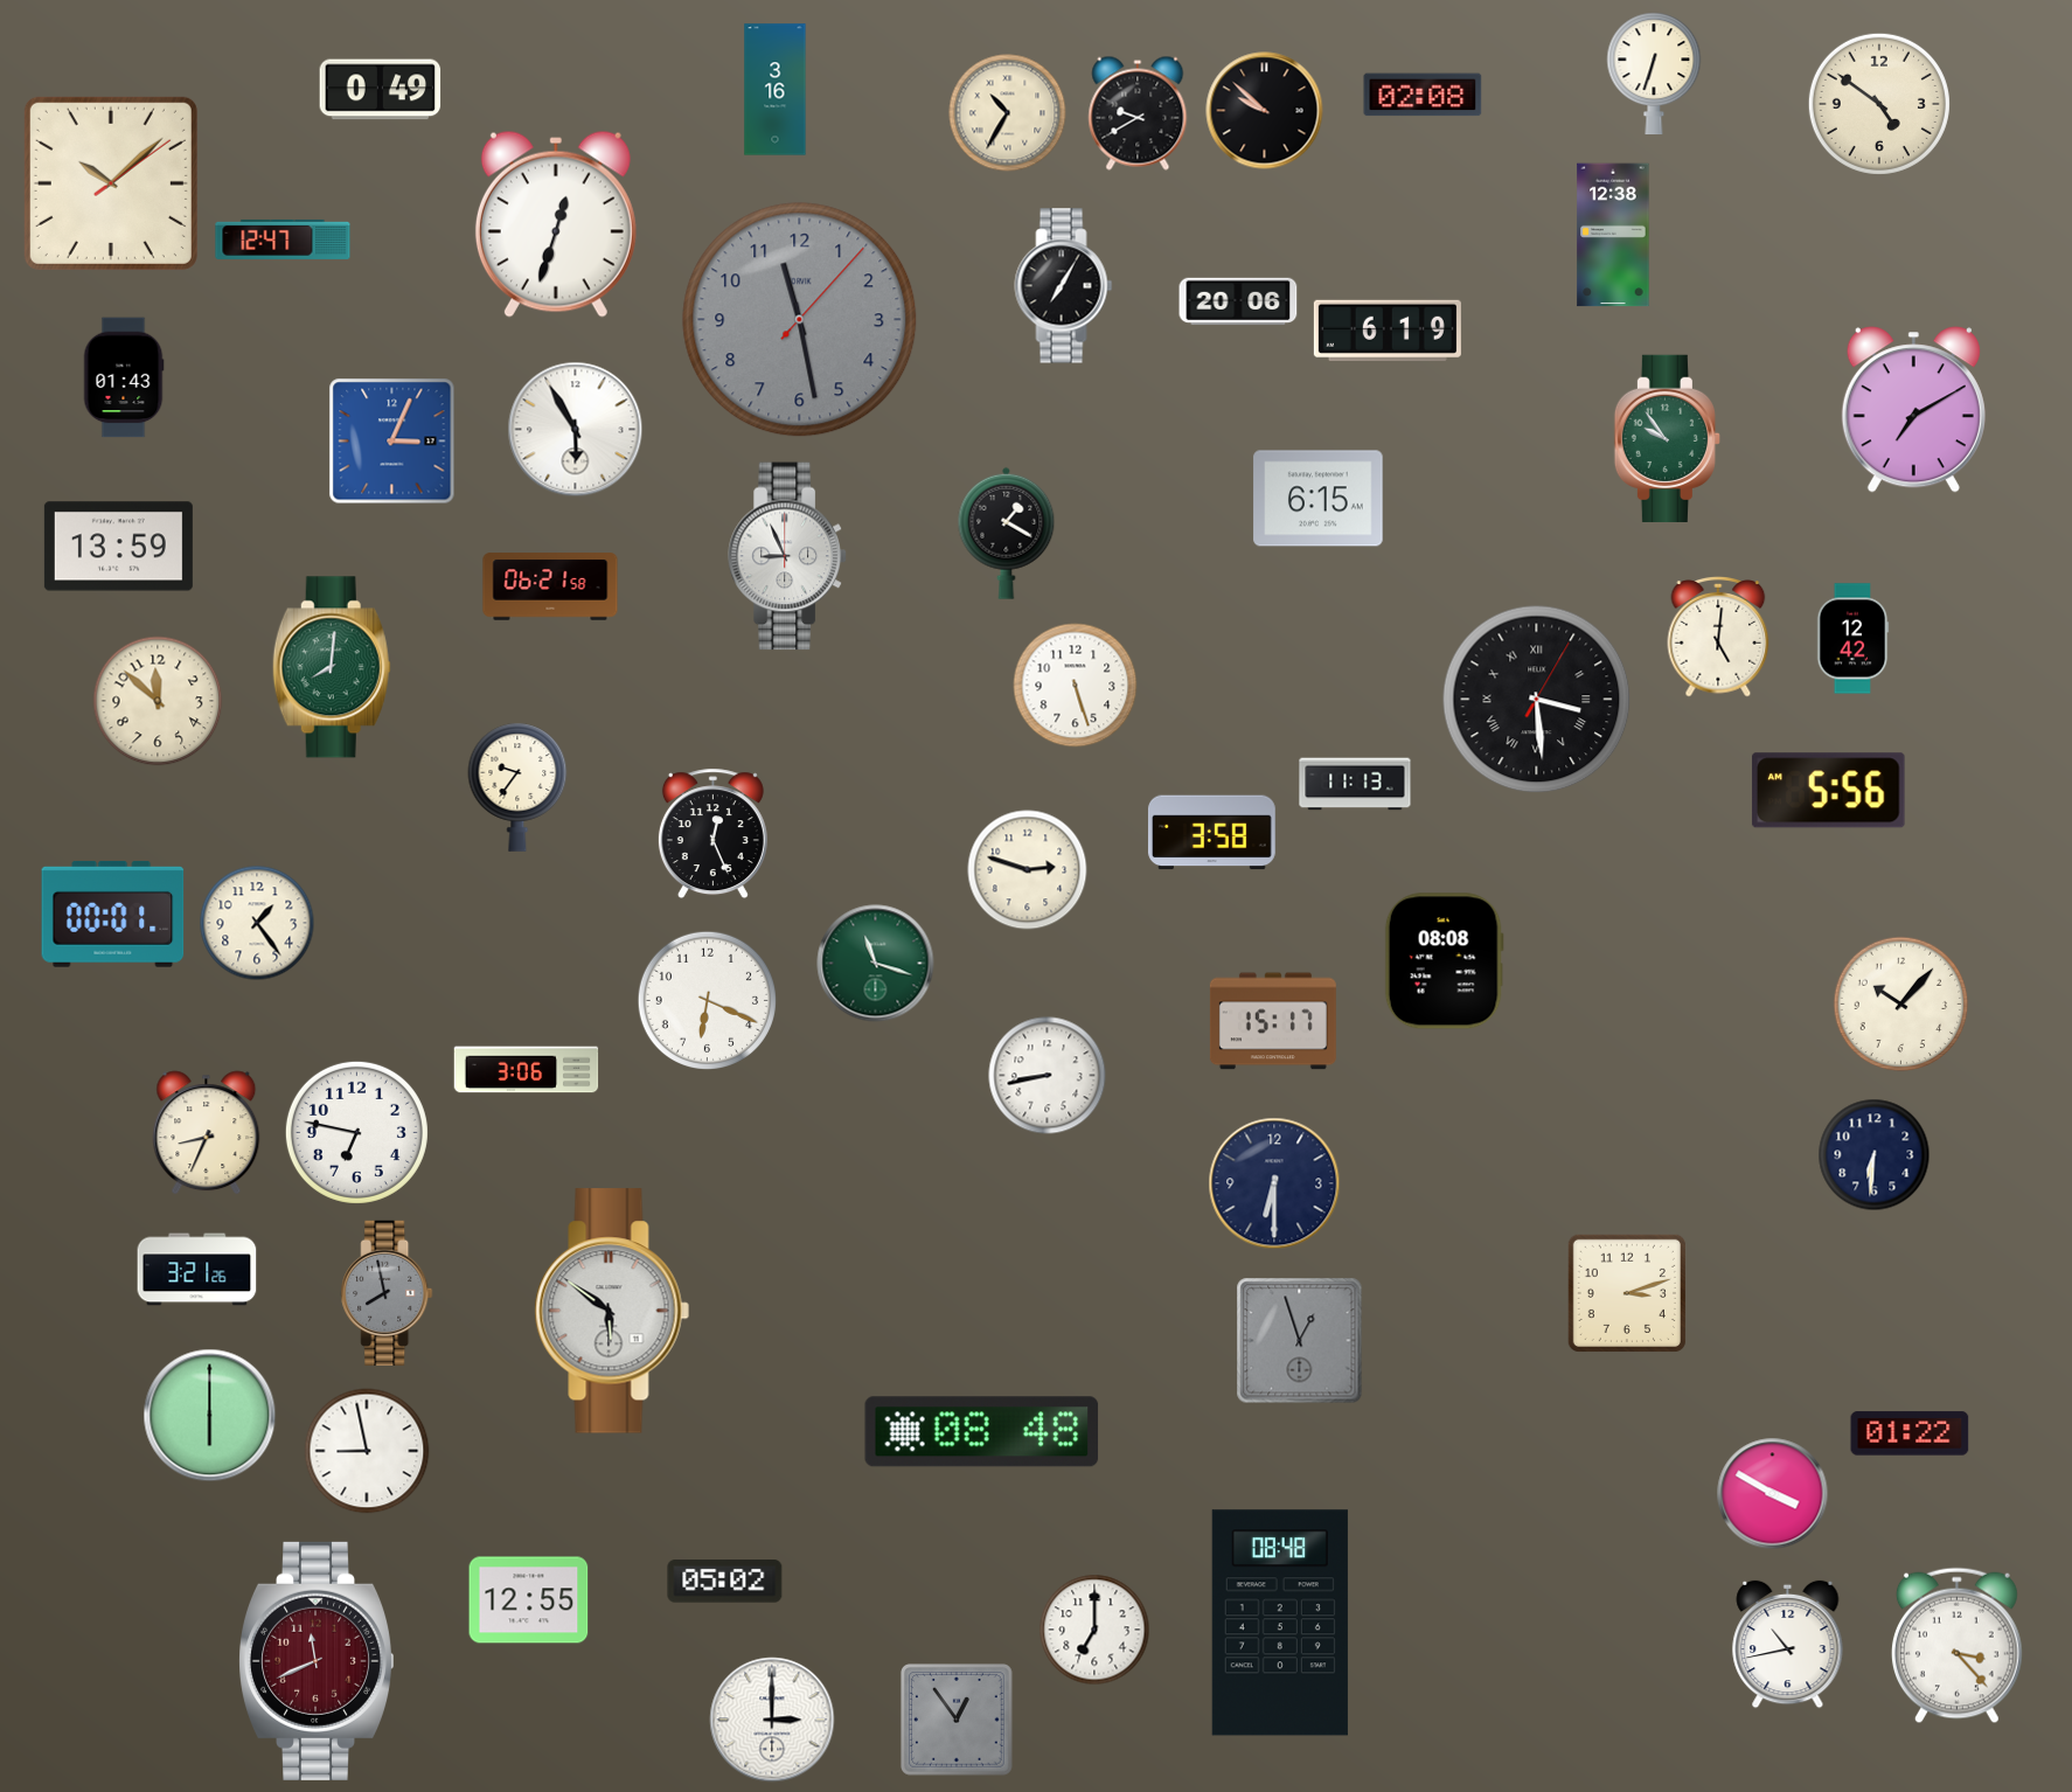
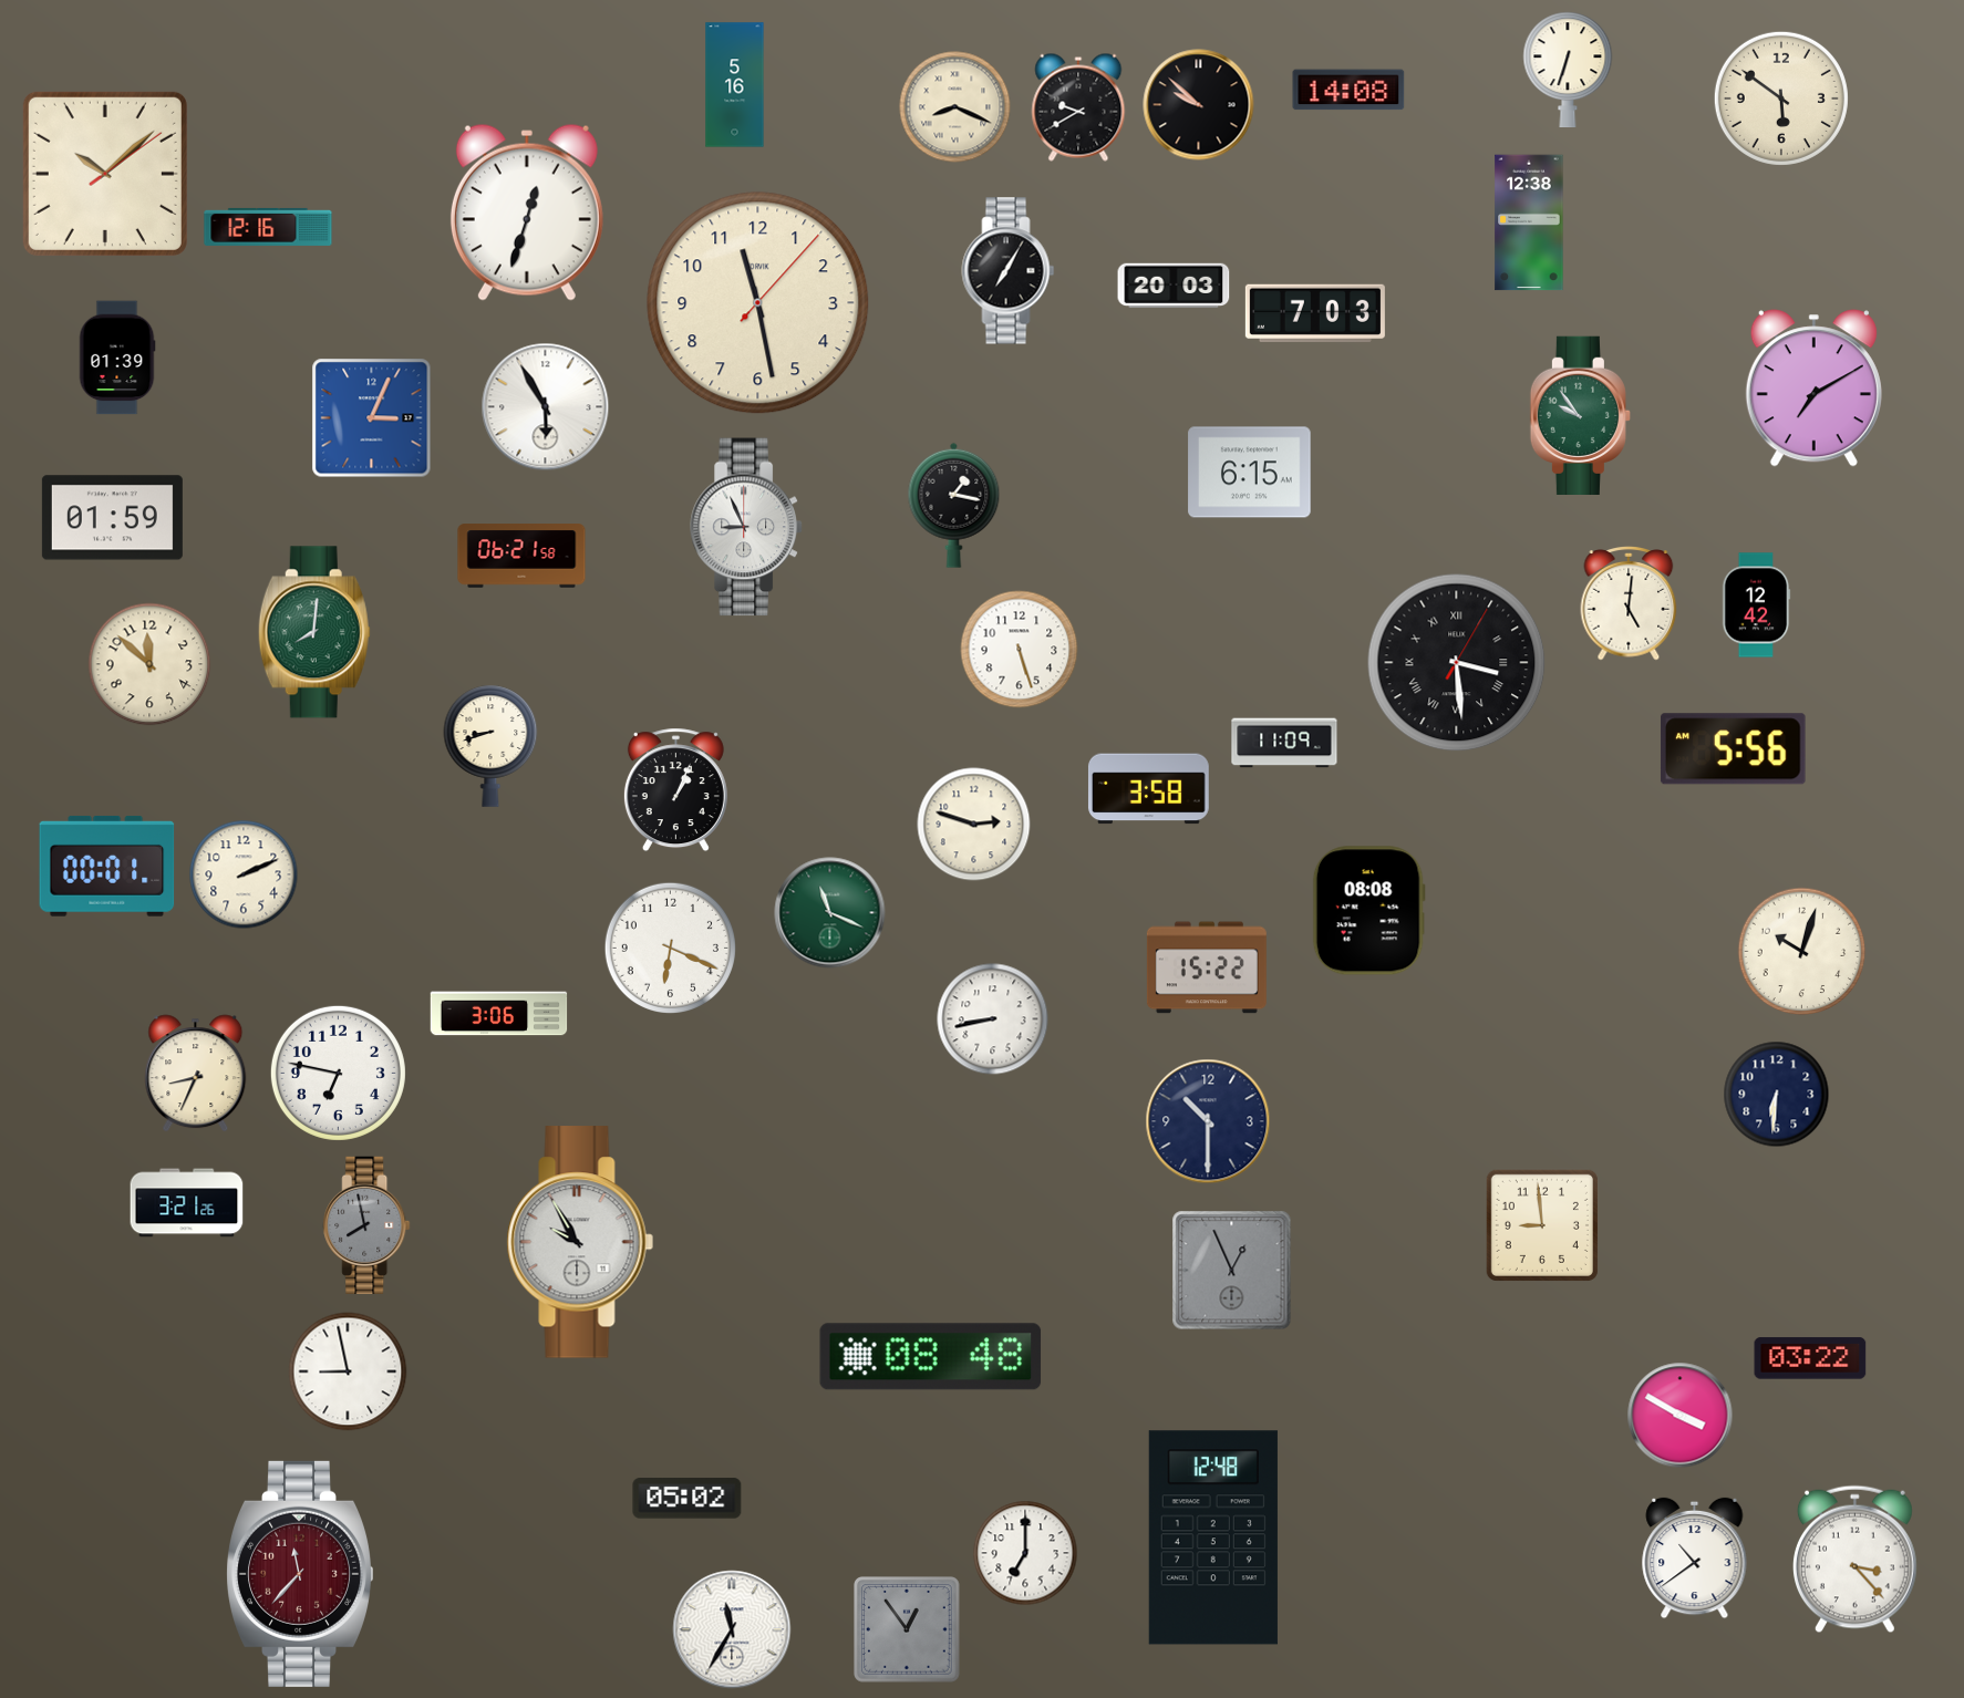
clock at (381, 90): 0:49 -> none
clock at (776, 90): 3:16 -> 5:16
clock at (1423, 95): 02:08 -> 14:08
clock at (1879, 104): 4:51 -> 5:51
clock at (1008, 113): 10:35 -> 8:19
clock at (283, 239): 12:47 -> 12:16
clock at (1238, 301): 20:06 -> 20:03
clock at (800, 320) dial: grey -> cream
clock at (1388, 331): 6:19 -> 7:03
clock at (124, 377): 01:43 -> 01:39
clock at (1007, 533): 1:20 -> 1:17
clock at (118, 547): 13:59 -> 01:59
clock at (1355, 784): 11:13 -> 11:09
clock at (517, 787): 9:36 -> 8:42
clock at (712, 834): 12:26 -> 1:04
clock at (257, 923): 1:24 -> 2:11
clock at (876, 964): 11:18 -> 11:19
clock at (1901, 1005): 10:07 -> 10:03
clock at (1273, 1021): 15:17 -> 15:22
clock at (1274, 1183): 6:30 -> 10:30
clock at (1627, 1293): 3:12 -> 8:59
clock at (612, 1311): 5:51 -> 9:55
clock at (1300, 1341): 12:57 -> 12:56
clock at (210, 1416): 6:00 -> none
clock at (1910, 1433): 01:22 -> 03:22
clock at (367, 1451) position: (367, 1451) -> (348, 1371)
clock at (529, 1600): 12:55 -> none
clock at (1280, 1623): 08:48 -> 12:48
clock at (1094, 1630) position: (1094, 1630) -> (1025, 1553)
clock at (1788, 1645): 10:43 -> 10:39
clock at (317, 1661): 11:41 -> 11:37
clock at (772, 1720): 3:00 -> 11:35
